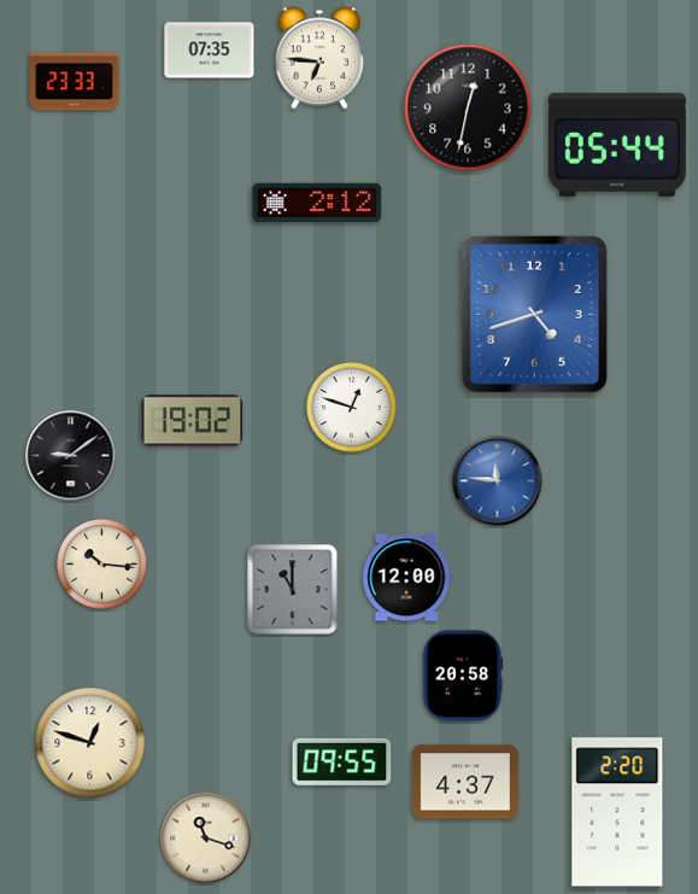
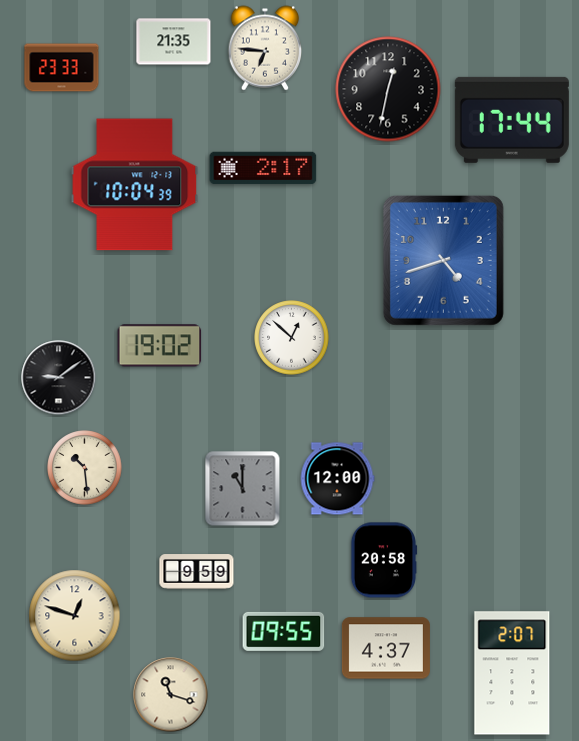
clock at (210, 51): 07:35 -> 21:35
clock at (617, 145): 05:44 -> 17:44
clock at (317, 203): 2:12 -> 2:17
clock at (135, 185): none -> 10:04
clock at (352, 408): 12:48 -> 12:52
clock at (193, 421) position: (193, 421) -> (160, 346)
clock at (498, 481): 11:46 -> none
clock at (102, 565): 10:16 -> 10:29
clock at (197, 572): none -> 9:59
clock at (617, 812): 2:20 -> 2:07
